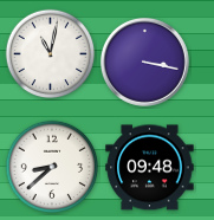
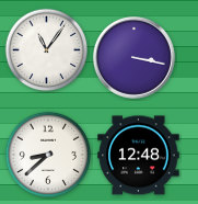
clock at (51, 54): 11:02 -> 11:06
clock at (150, 168): 09:48 -> 12:48
